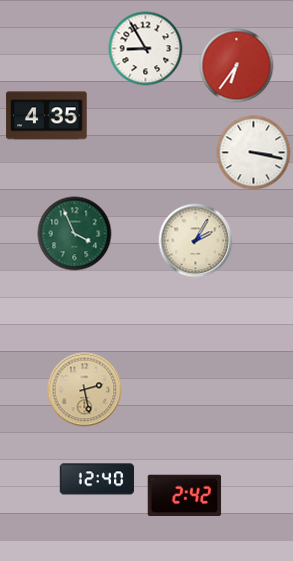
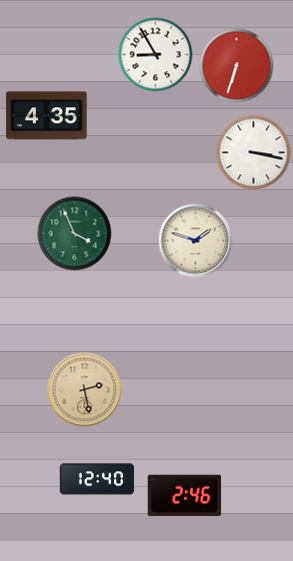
clock at (146, 49) position: (146, 49) -> (156, 55)
clock at (237, 66): 6:36 -> 6:33
clock at (196, 241): 2:05 -> 1:48
clock at (185, 495): 2:42 -> 2:46
